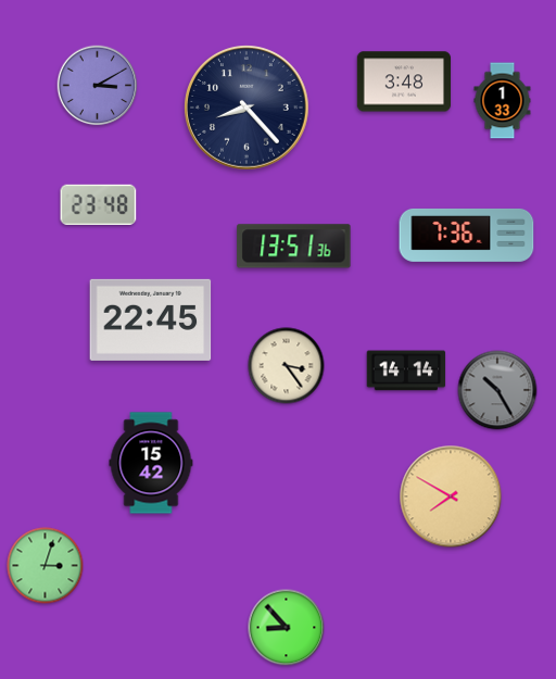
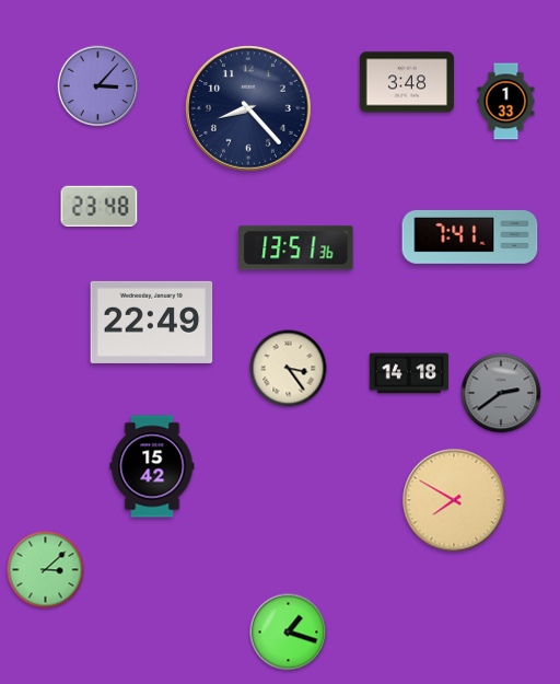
clock at (98, 86): 3:10 -> 3:07
clock at (467, 235): 7:36 -> 7:41
clock at (151, 319): 22:45 -> 22:49
clock at (406, 370): 14:14 -> 14:18
clock at (497, 390): 10:25 -> 2:39
clock at (46, 566): 3:03 -> 3:08
clock at (287, 628): 8:53 -> 1:18
